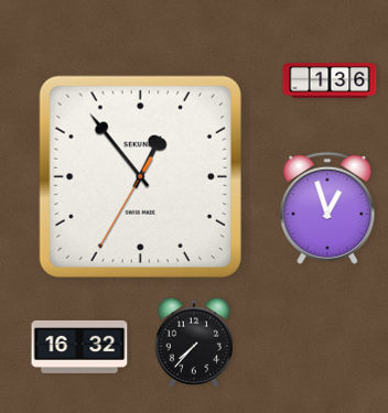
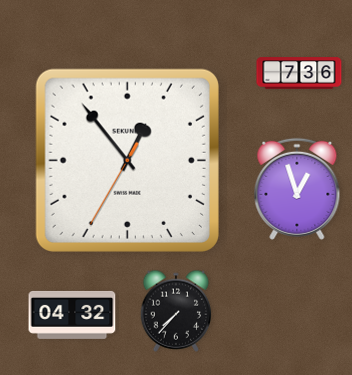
clock at (330, 80): 1:36 -> 7:36
clock at (79, 347): 16:32 -> 04:32
